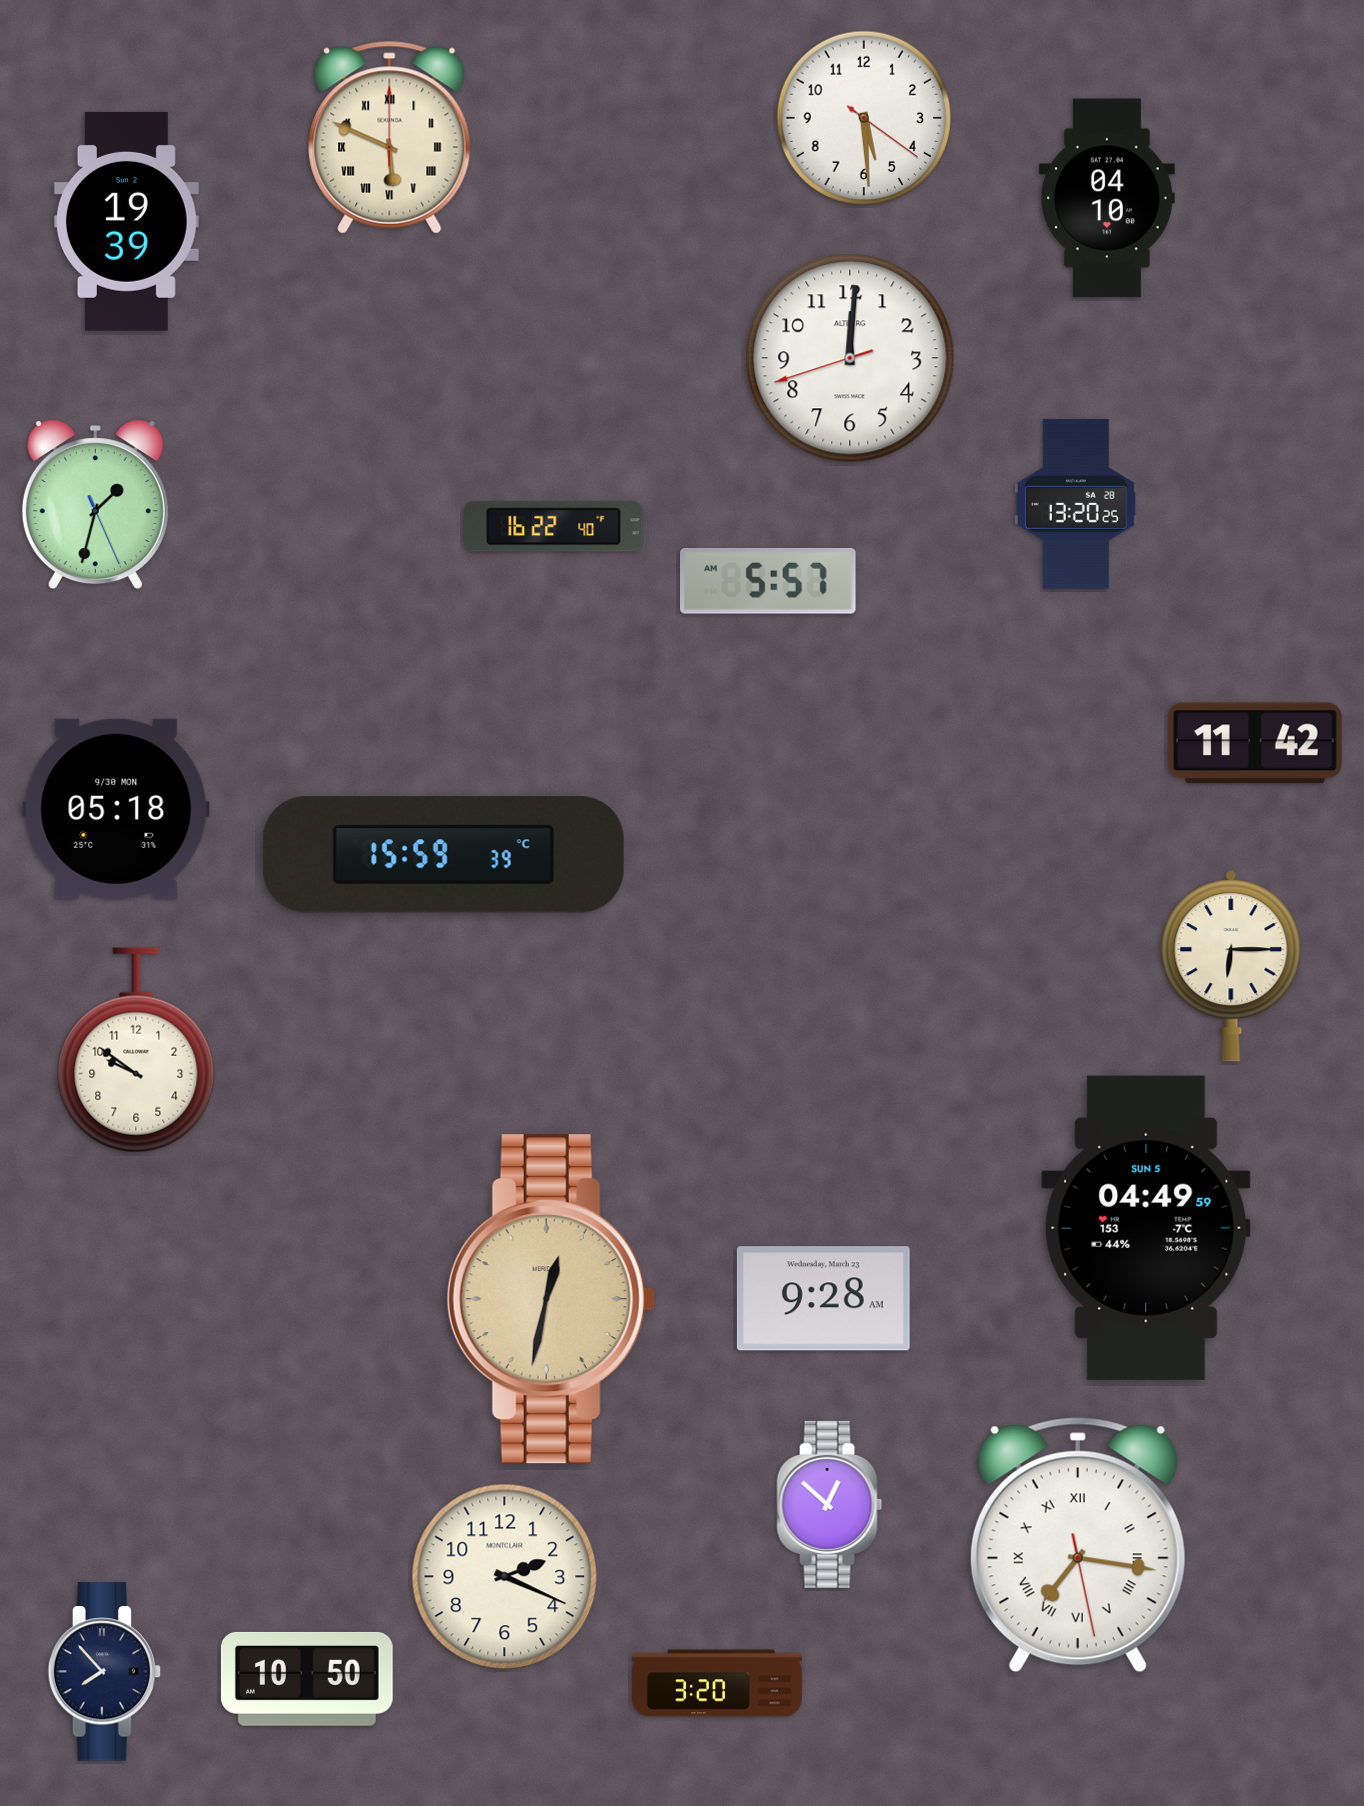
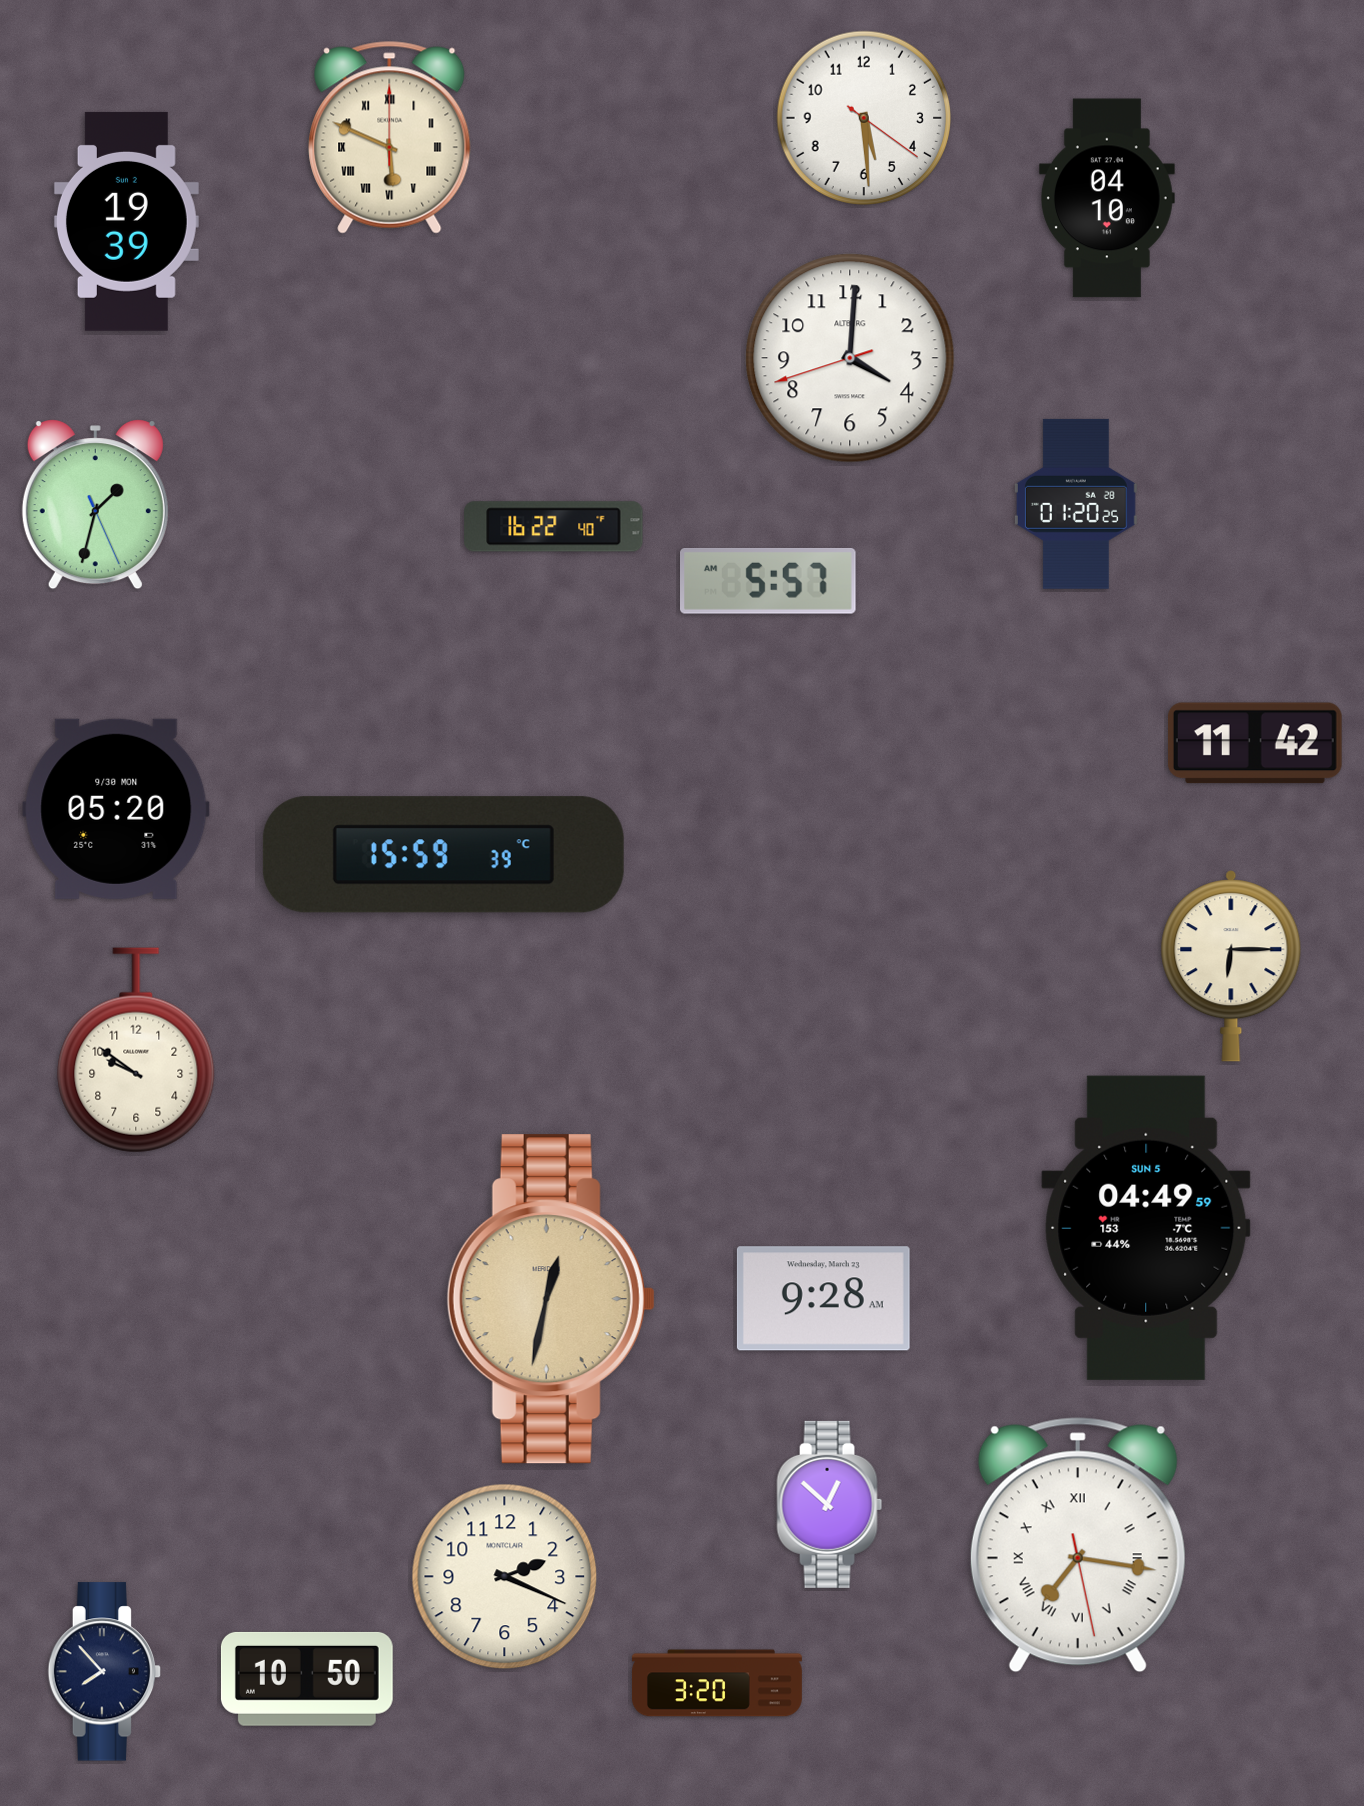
clock at (850, 358): 12:00 -> 4:00
clock at (1076, 504): 13:20 -> 01:20
clock at (116, 809): 05:18 -> 05:20
